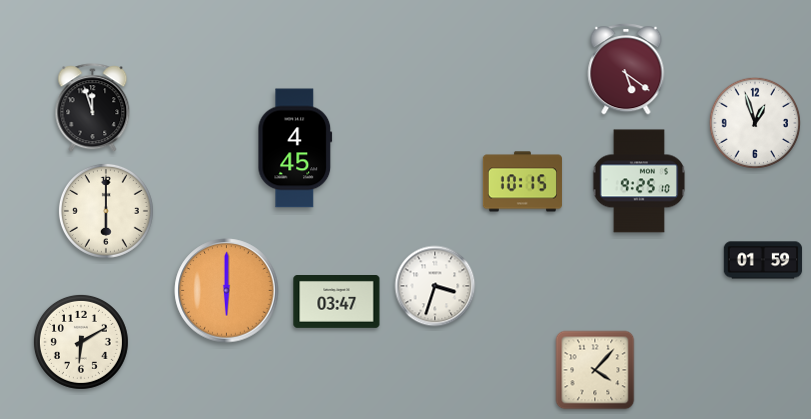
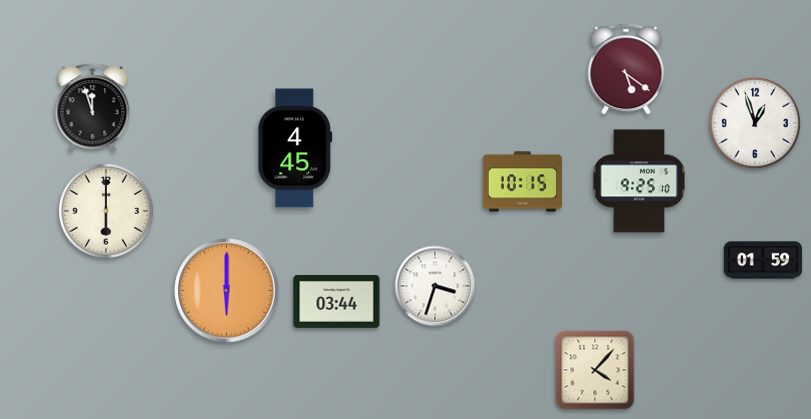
clock at (337, 302): 03:47 -> 03:44
clock at (81, 342): 6:10 -> none
